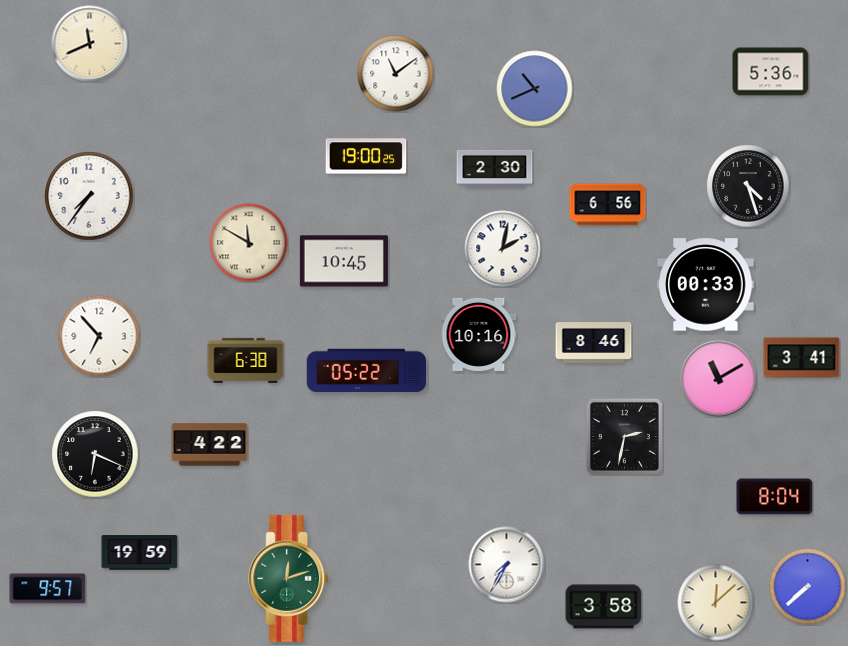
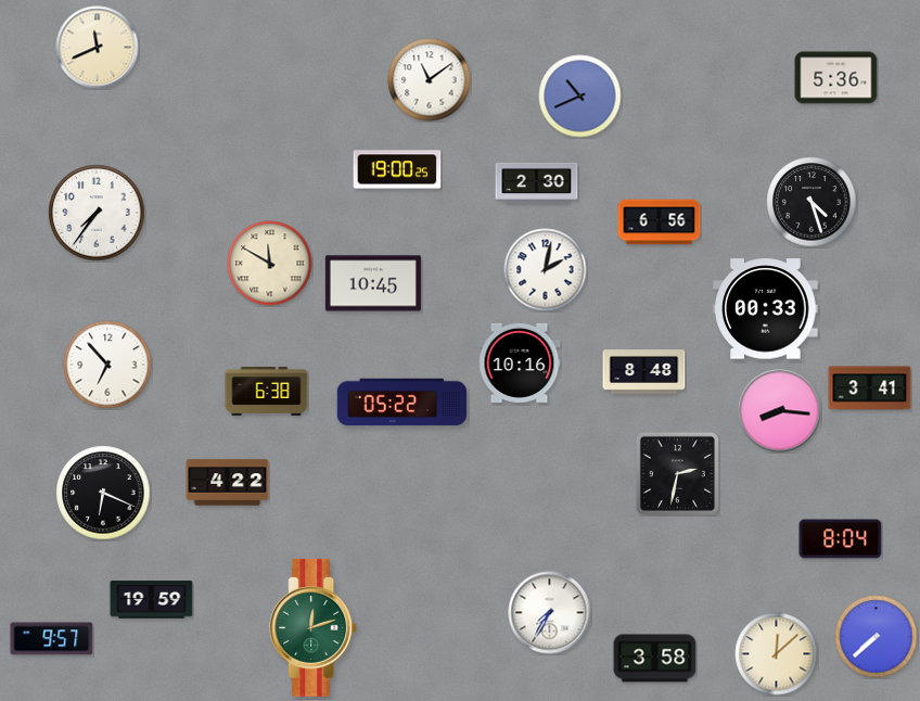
clock at (594, 343): 8:46 -> 8:48
clock at (367, 371) position: (367, 371) -> (403, 403)
clock at (719, 379): 11:10 -> 8:16
